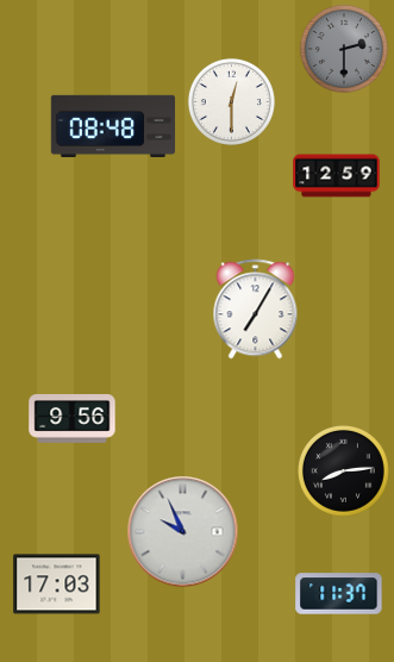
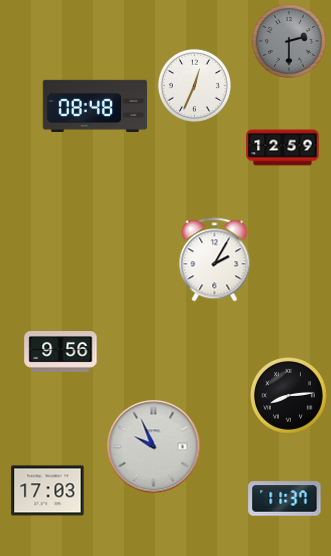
clock at (231, 101): 12:30 -> 12:34
clock at (256, 310): 7:05 -> 2:05
